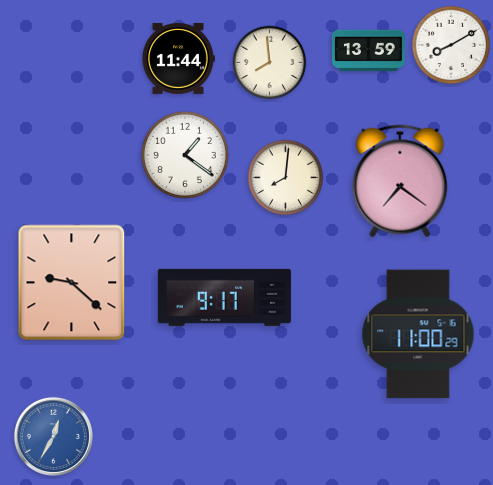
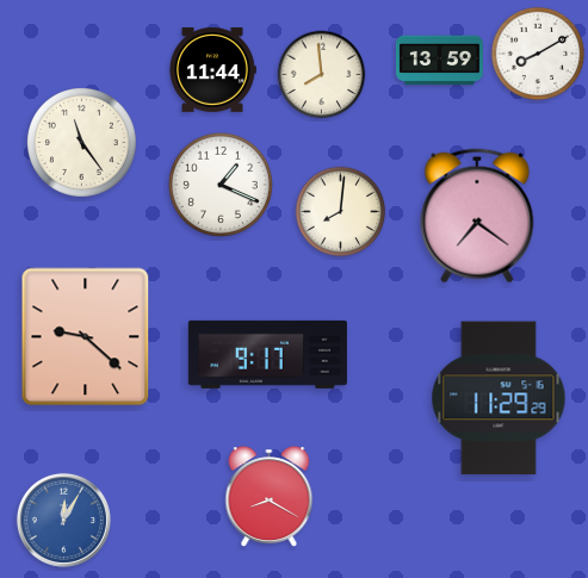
clock at (82, 143): none -> 11:24
clock at (185, 155): 1:21 -> 1:19
clock at (418, 334): 11:00 -> 11:29
clock at (270, 496): none -> 8:20
clock at (53, 436): 12:35 -> 12:05
